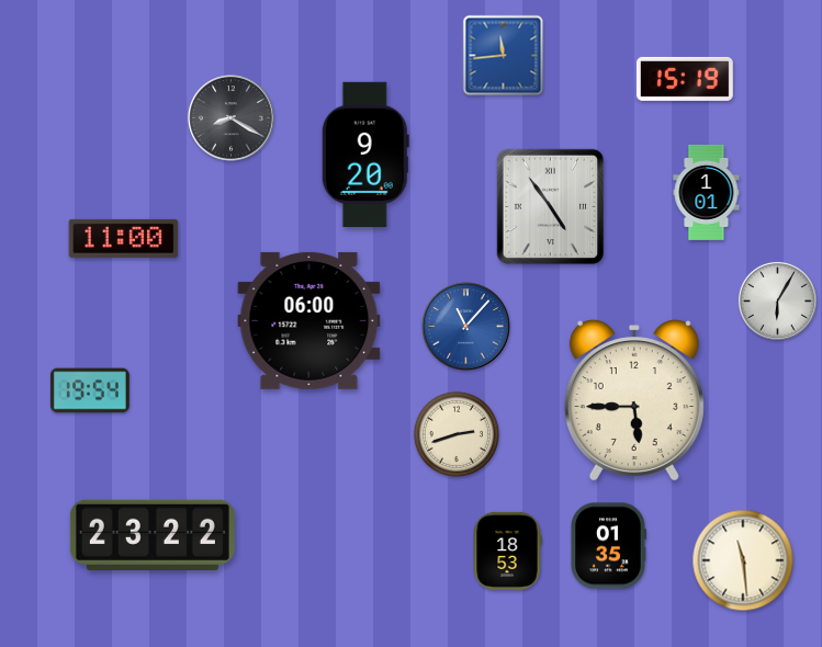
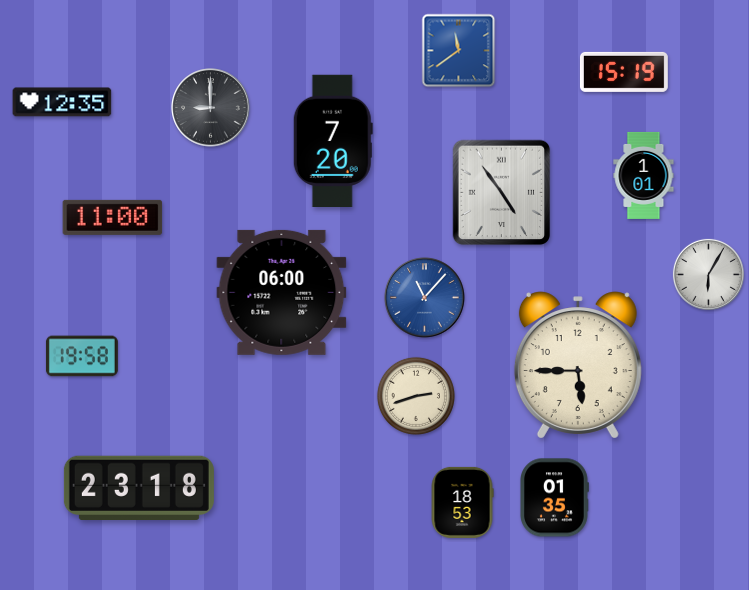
clock at (504, 56): 11:44 -> 11:39
clock at (62, 102): none -> 12:35
clock at (232, 118): 8:20 -> 9:00
clock at (365, 154): 9:20 -> 7:20
clock at (551, 207) position: (551, 207) -> (502, 193)
clock at (90, 390): 19:54 -> 19:58
clock at (153, 535): 23:22 -> 23:18
clock at (743, 560): 11:29 -> none
